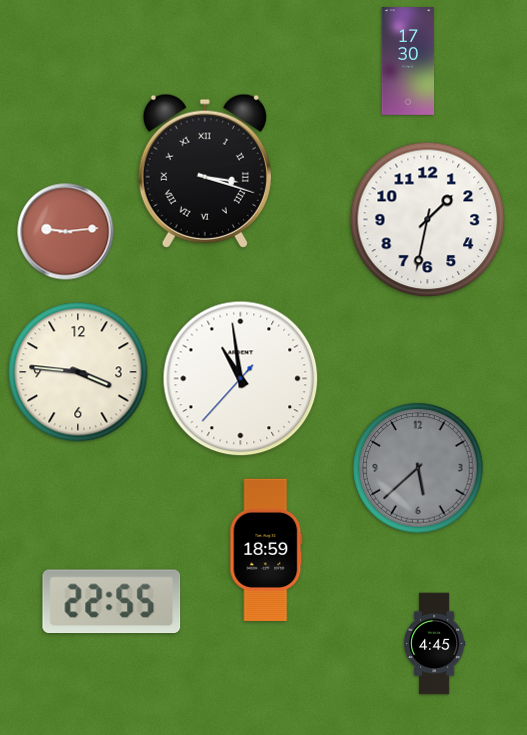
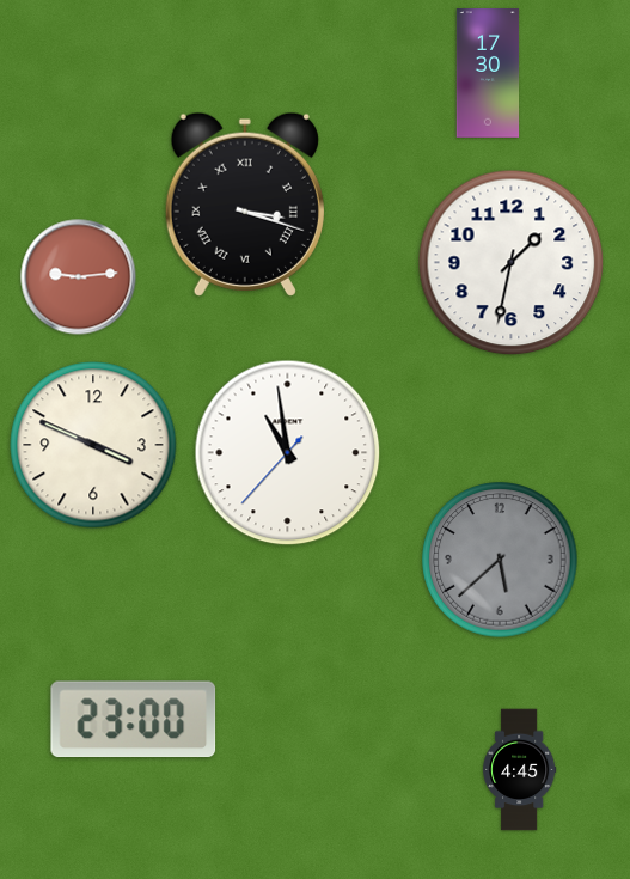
clock at (78, 372): 3:46 -> 3:49
clock at (266, 550): 18:59 -> none
clock at (112, 601): 22:55 -> 23:00
